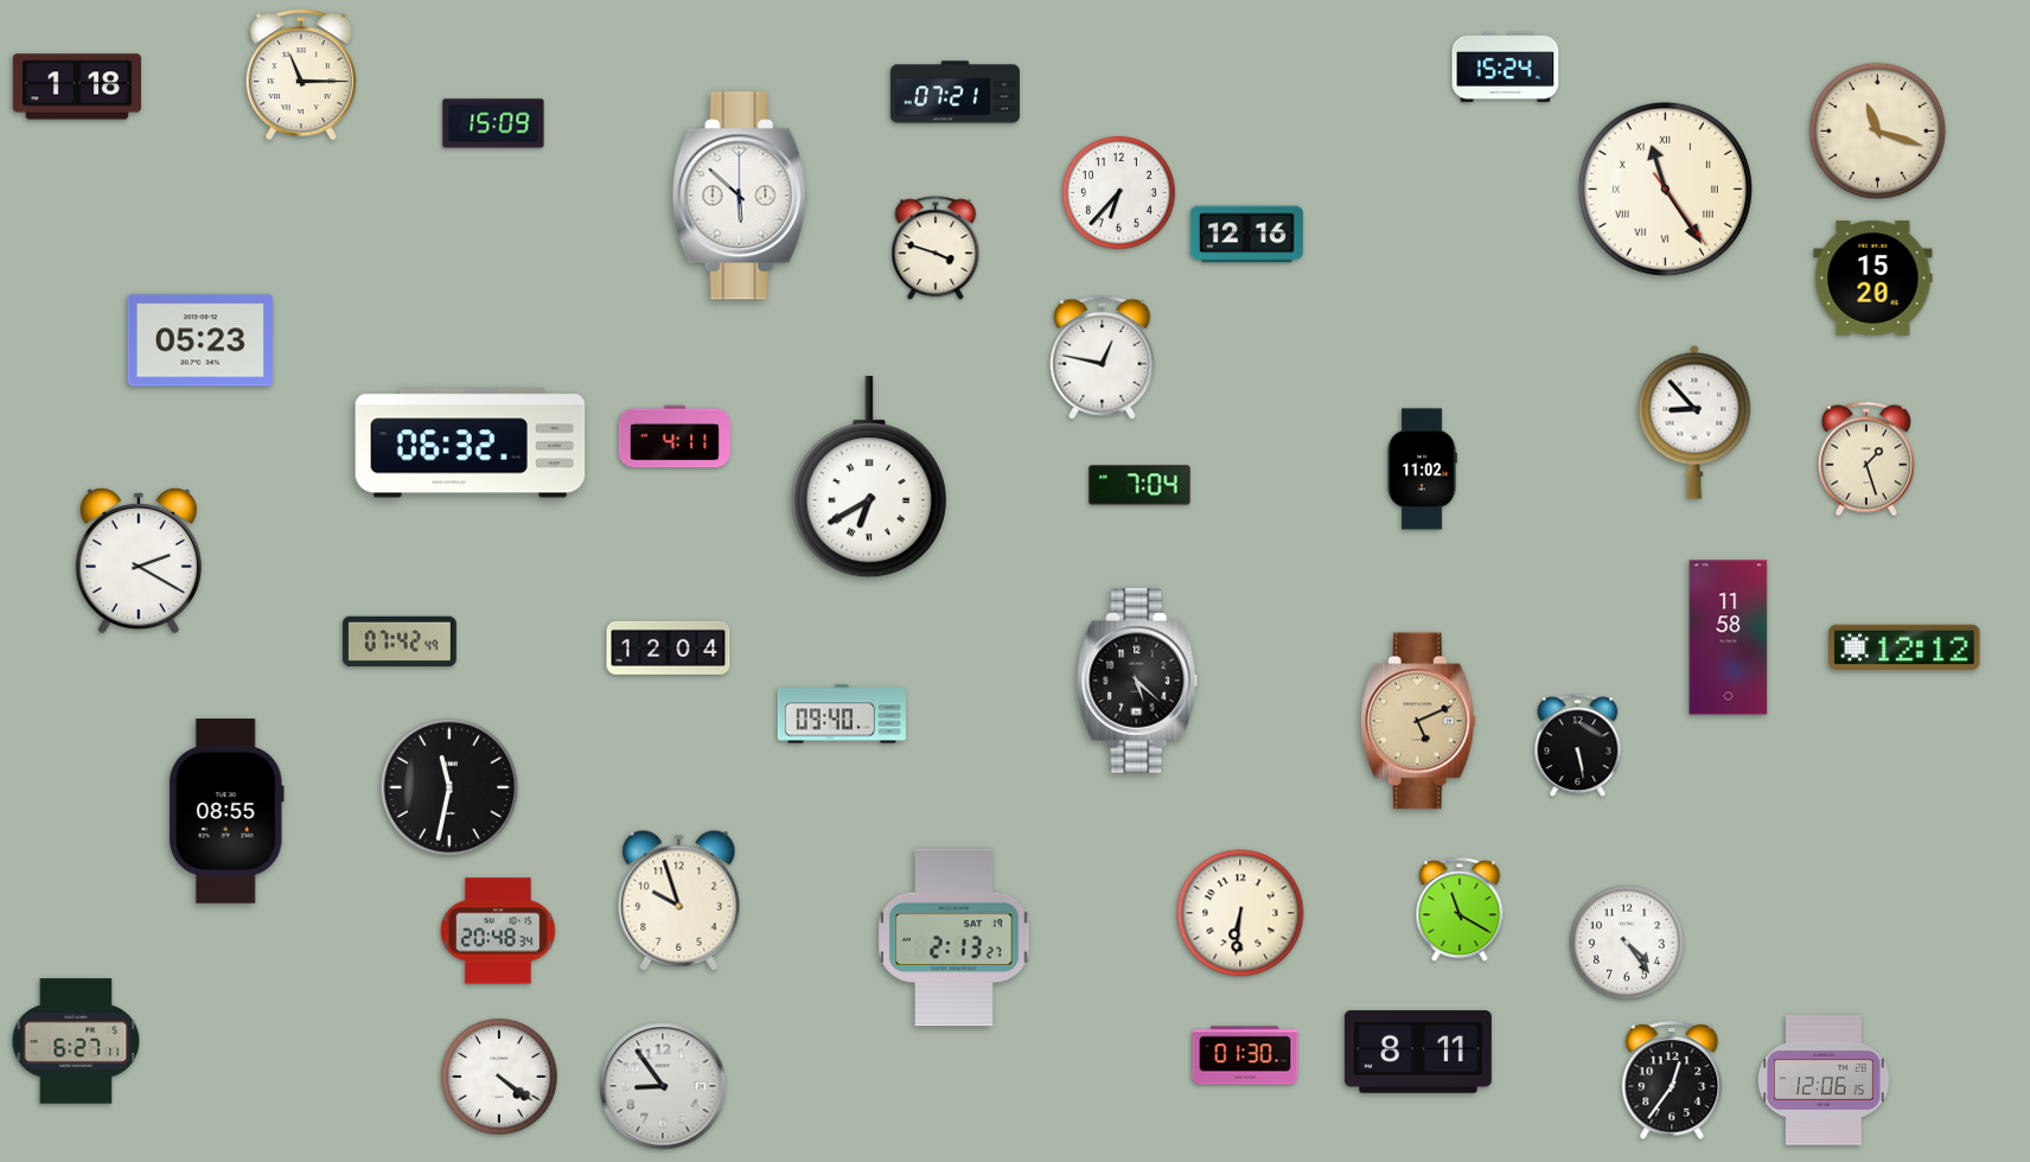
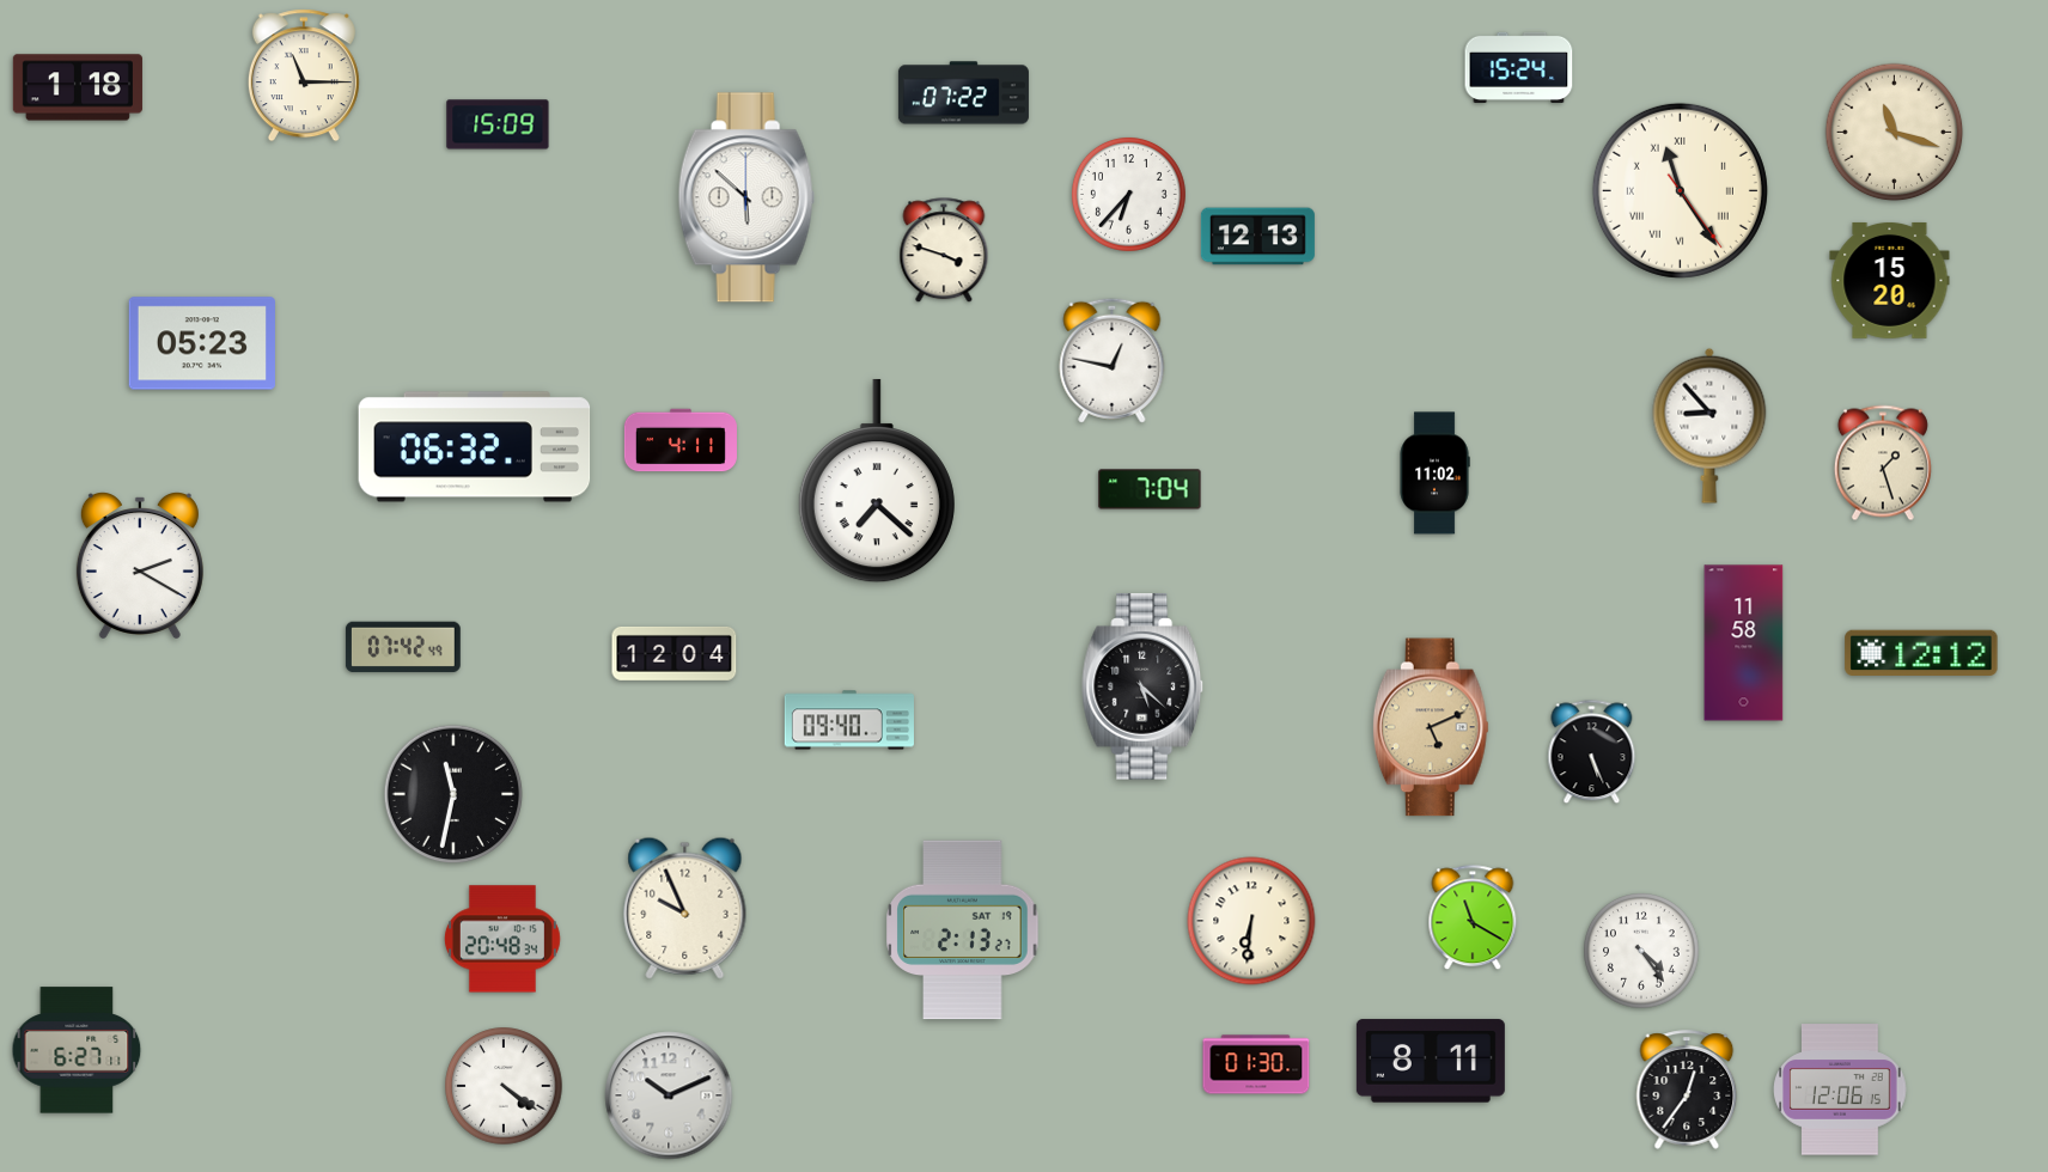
clock at (955, 92): 07:21 -> 07:22
clock at (1246, 235): 12:16 -> 12:13
clock at (869, 477): 6:40 -> 7:22
clock at (1138, 681) position: (1138, 681) -> (1144, 686)
clock at (1578, 746): 5:28 -> 5:26
clock at (226, 811): 08:55 -> none
clock at (679, 900): 9:57 -> 9:56
clock at (955, 938) position: (955, 938) -> (963, 930)
clock at (663, 1086): 8:54 -> 10:11
